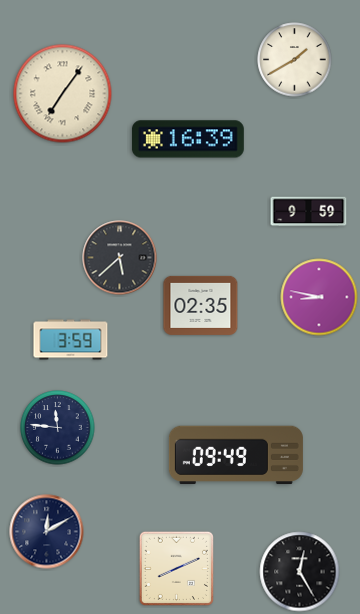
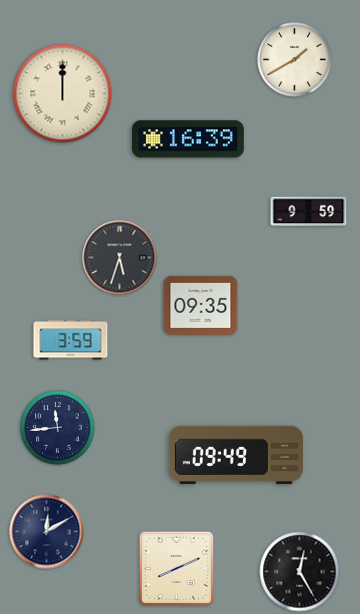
clock at (63, 94): 7:06 -> 12:00
clock at (120, 258): 5:38 -> 5:33
clock at (319, 297): 8:47 -> none
clock at (201, 305): 02:35 -> 09:35
clock at (58, 428): 11:46 -> 11:44
